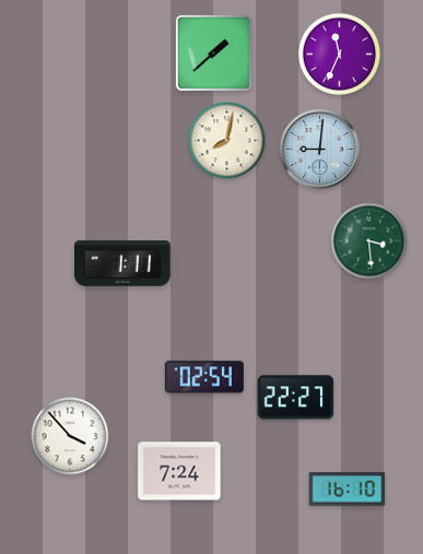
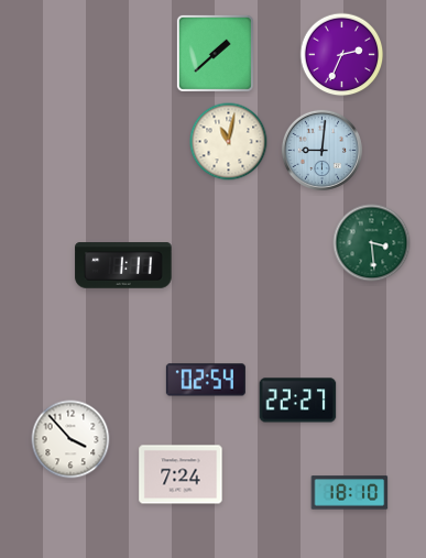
clock at (340, 55): 11:34 -> 2:34
clock at (227, 141): 8:02 -> 11:02
clock at (348, 490): 16:10 -> 18:10
